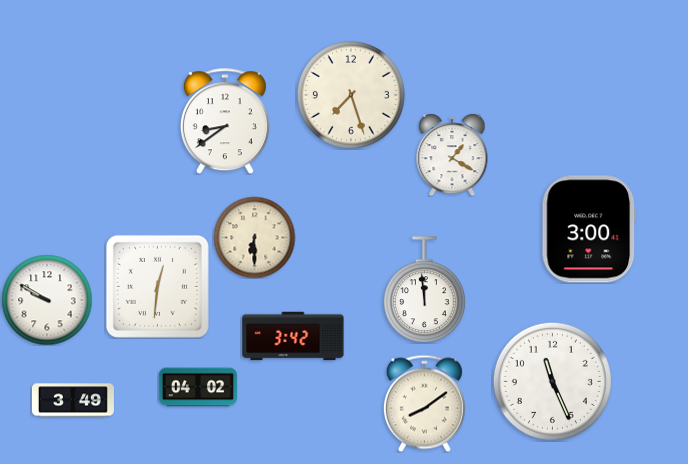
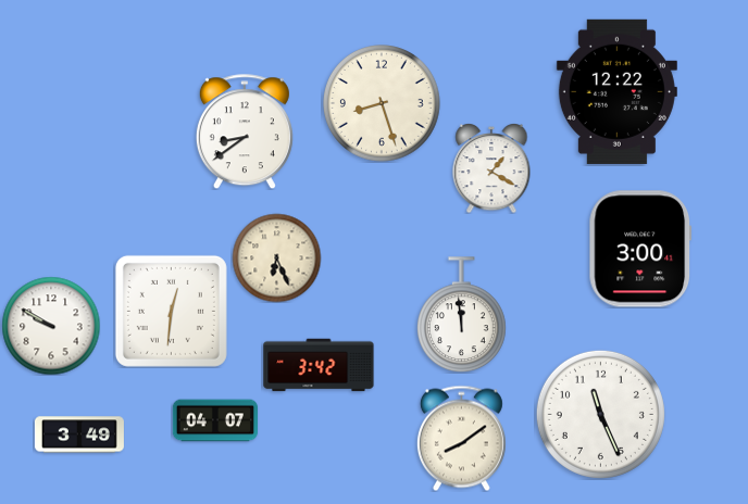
clock at (616, 91): none -> 12:22
clock at (352, 96): 7:27 -> 8:27
clock at (254, 237): 6:30 -> 6:26
clock at (197, 387): 04:02 -> 04:07
